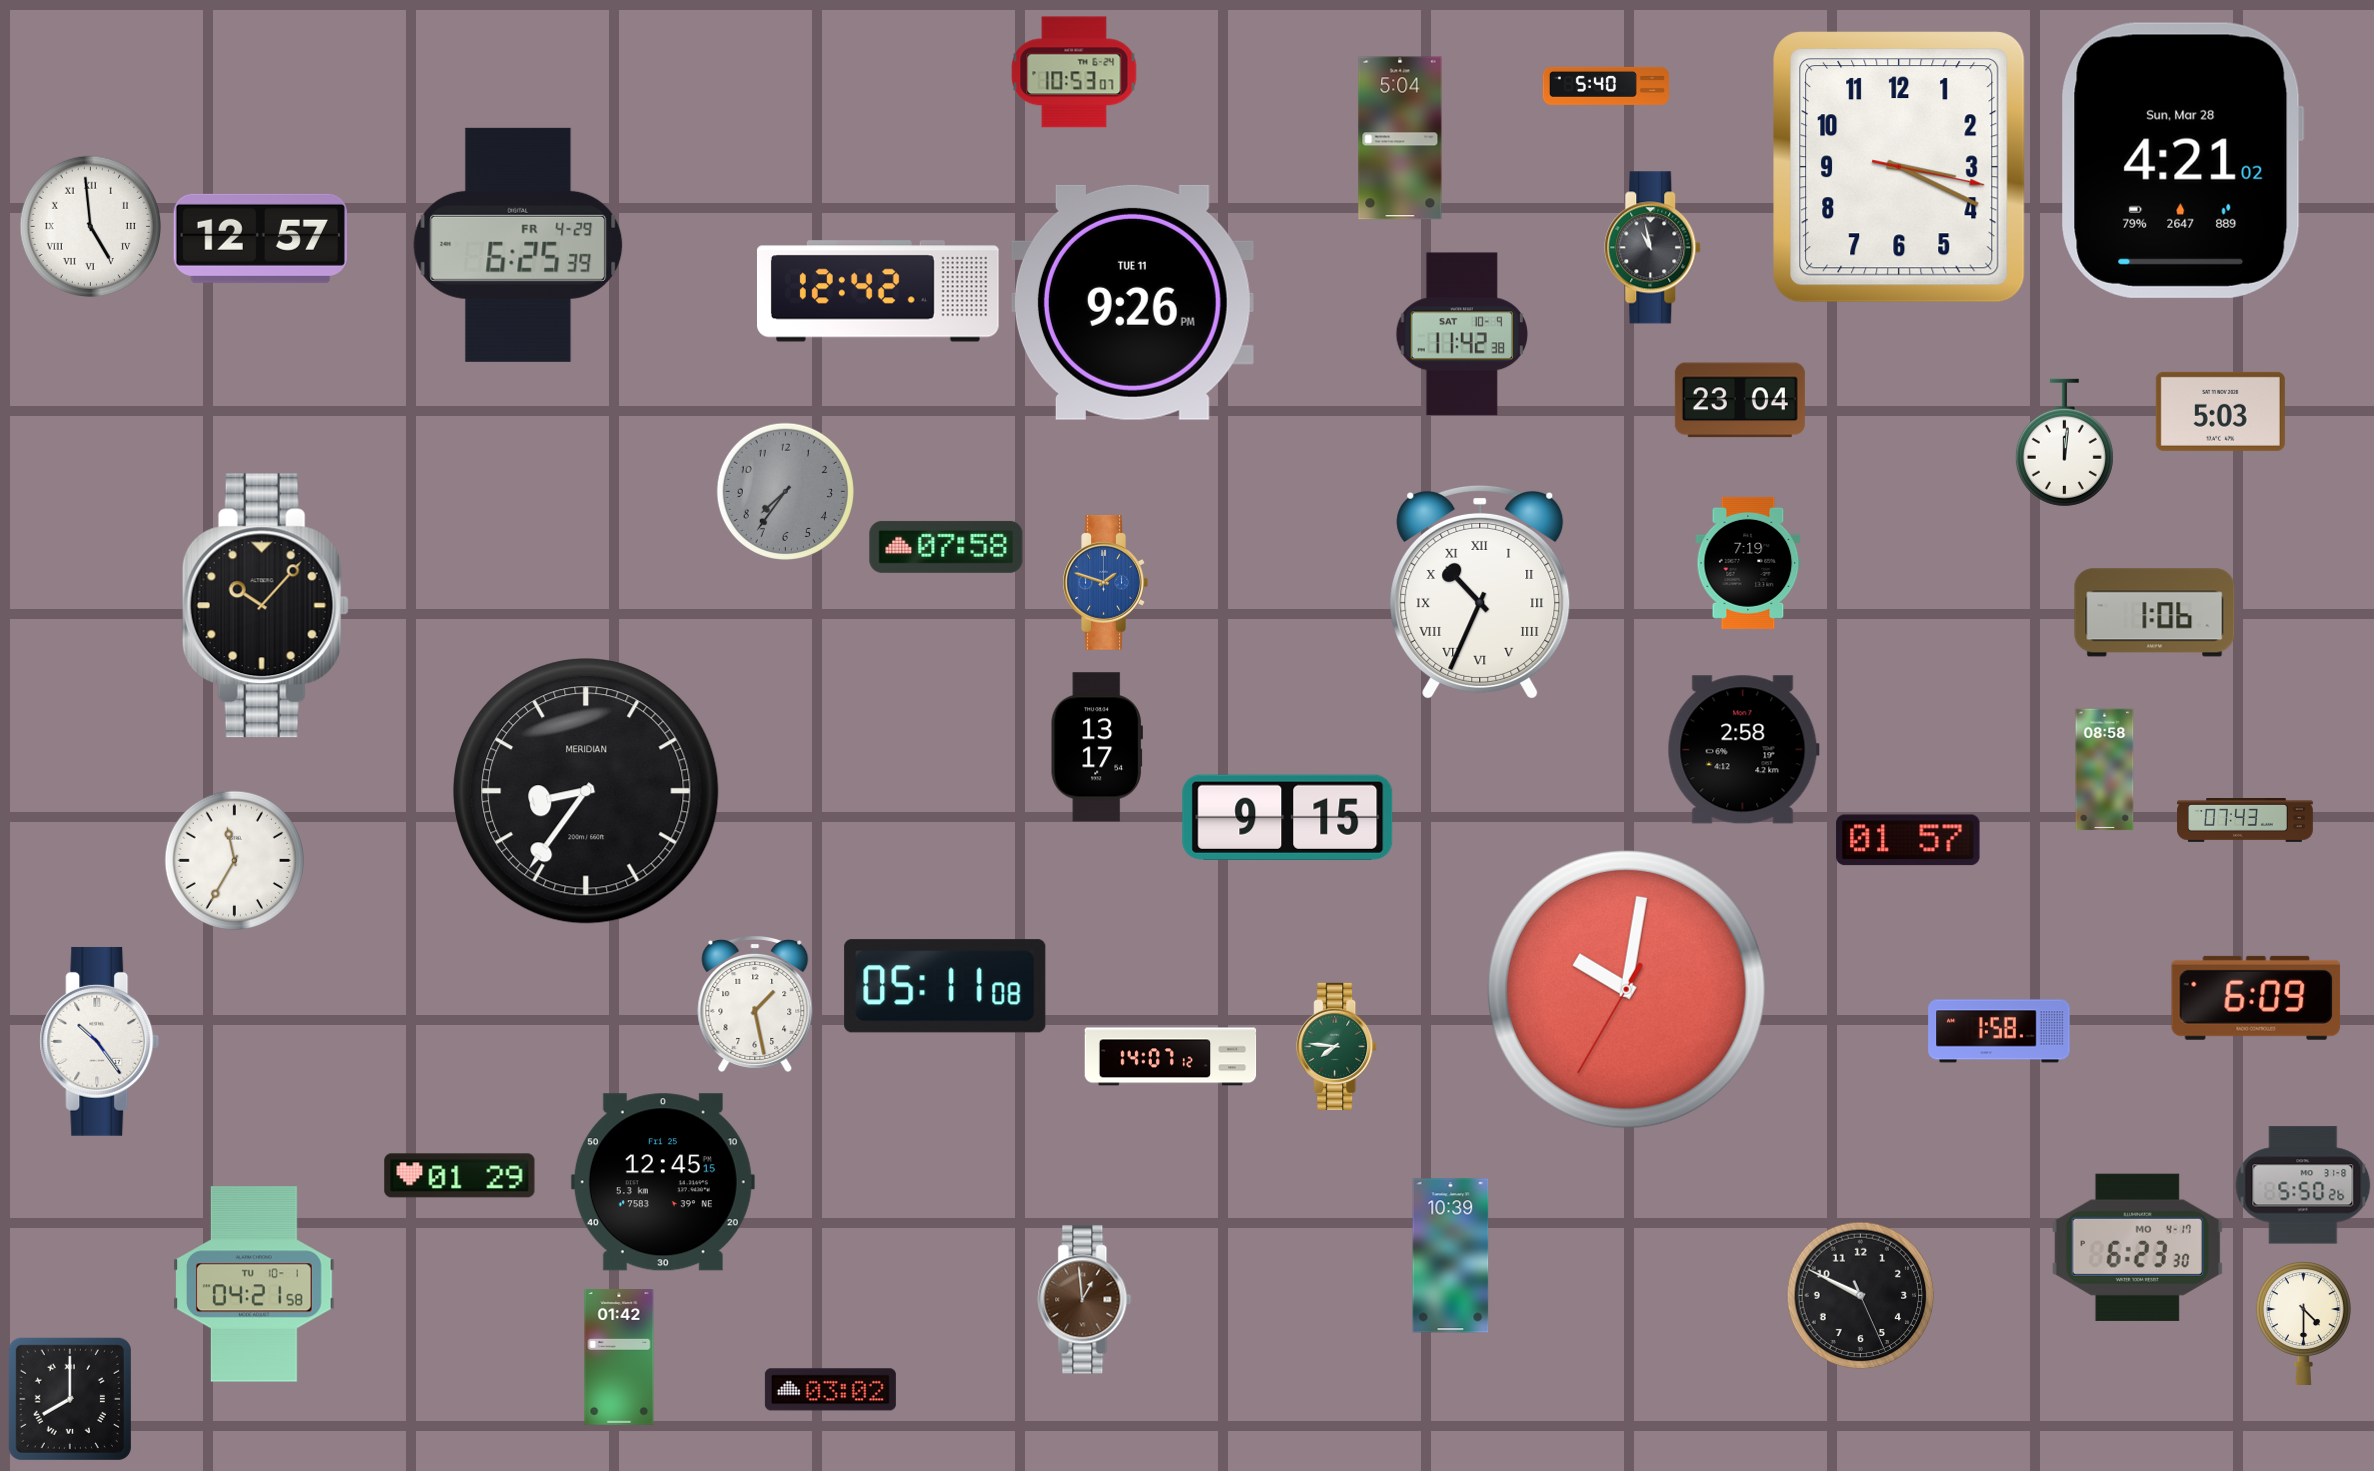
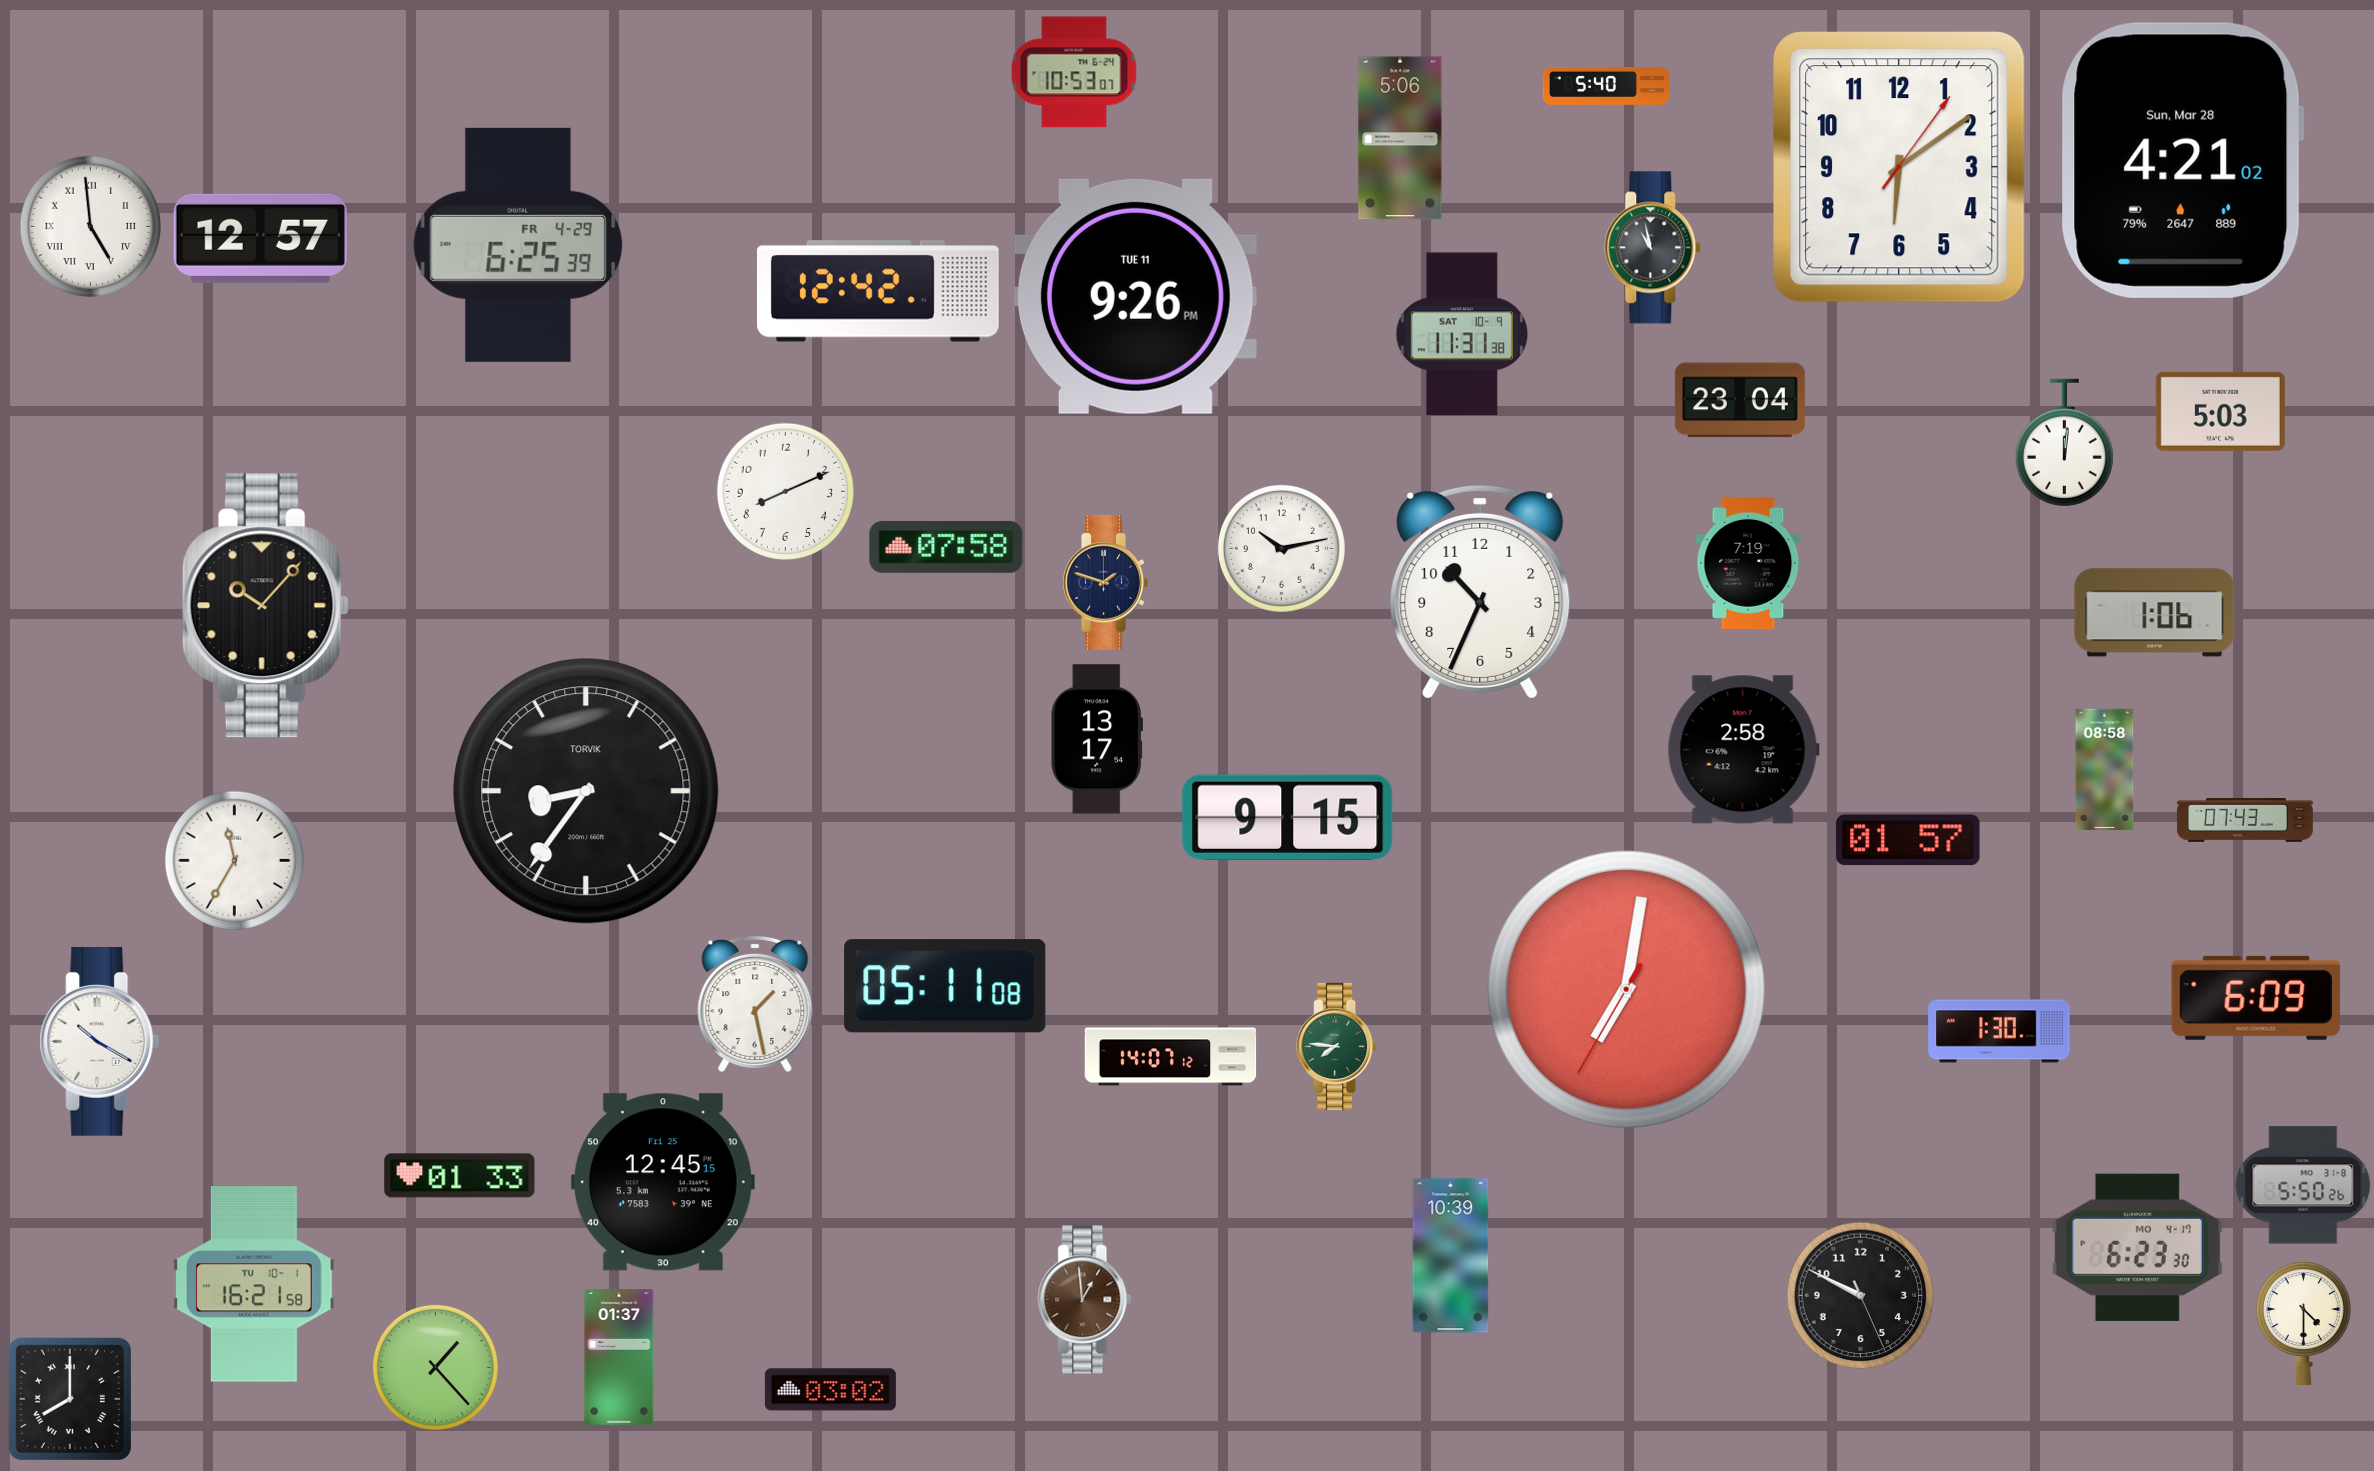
clock at (1400, 138): 5:04 -> 5:06
clock at (1899, 168): 3:19 -> 6:09
clock at (1132, 302) position: (1132, 302) -> (1135, 296)
clock at (1461, 334): 11:42 -> 11:31
clock at (785, 491): 7:36 -> 8:11
clock at (785, 491) dial: grey -> white
clock at (1281, 548): none -> 10:13
clock at (1105, 582) dial: blue -> navy
clock at (1480, 592) numerals: Roman -> Arabic
clock at (1097, 747) position: (1097, 747) -> (1097, 739)
clock at (586, 791) brand: MERIDIAN -> TORVIK
clock at (1626, 989): 10:01 -> 7:01
clock at (1999, 1031): 1:58 -> 1:30
clock at (100, 1041): 10:24 -> 10:20
clock at (460, 1176): 01:29 -> 01:33
clock at (255, 1284): 04:21 -> 16:21
clock at (619, 1358): 01:42 -> 01:37
clock at (435, 1367): none -> 1:23
